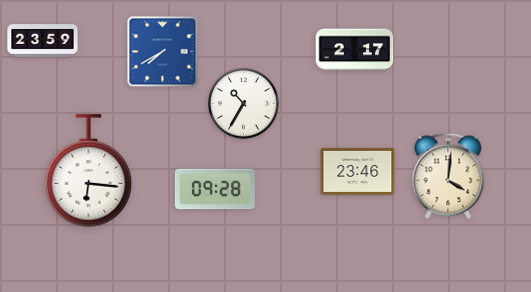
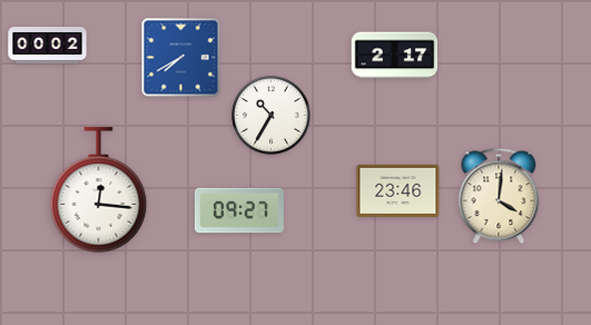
clock at (43, 41): 23:59 -> 00:02
clock at (89, 171): 6:16 -> 12:16
clock at (215, 189): 09:28 -> 09:27
